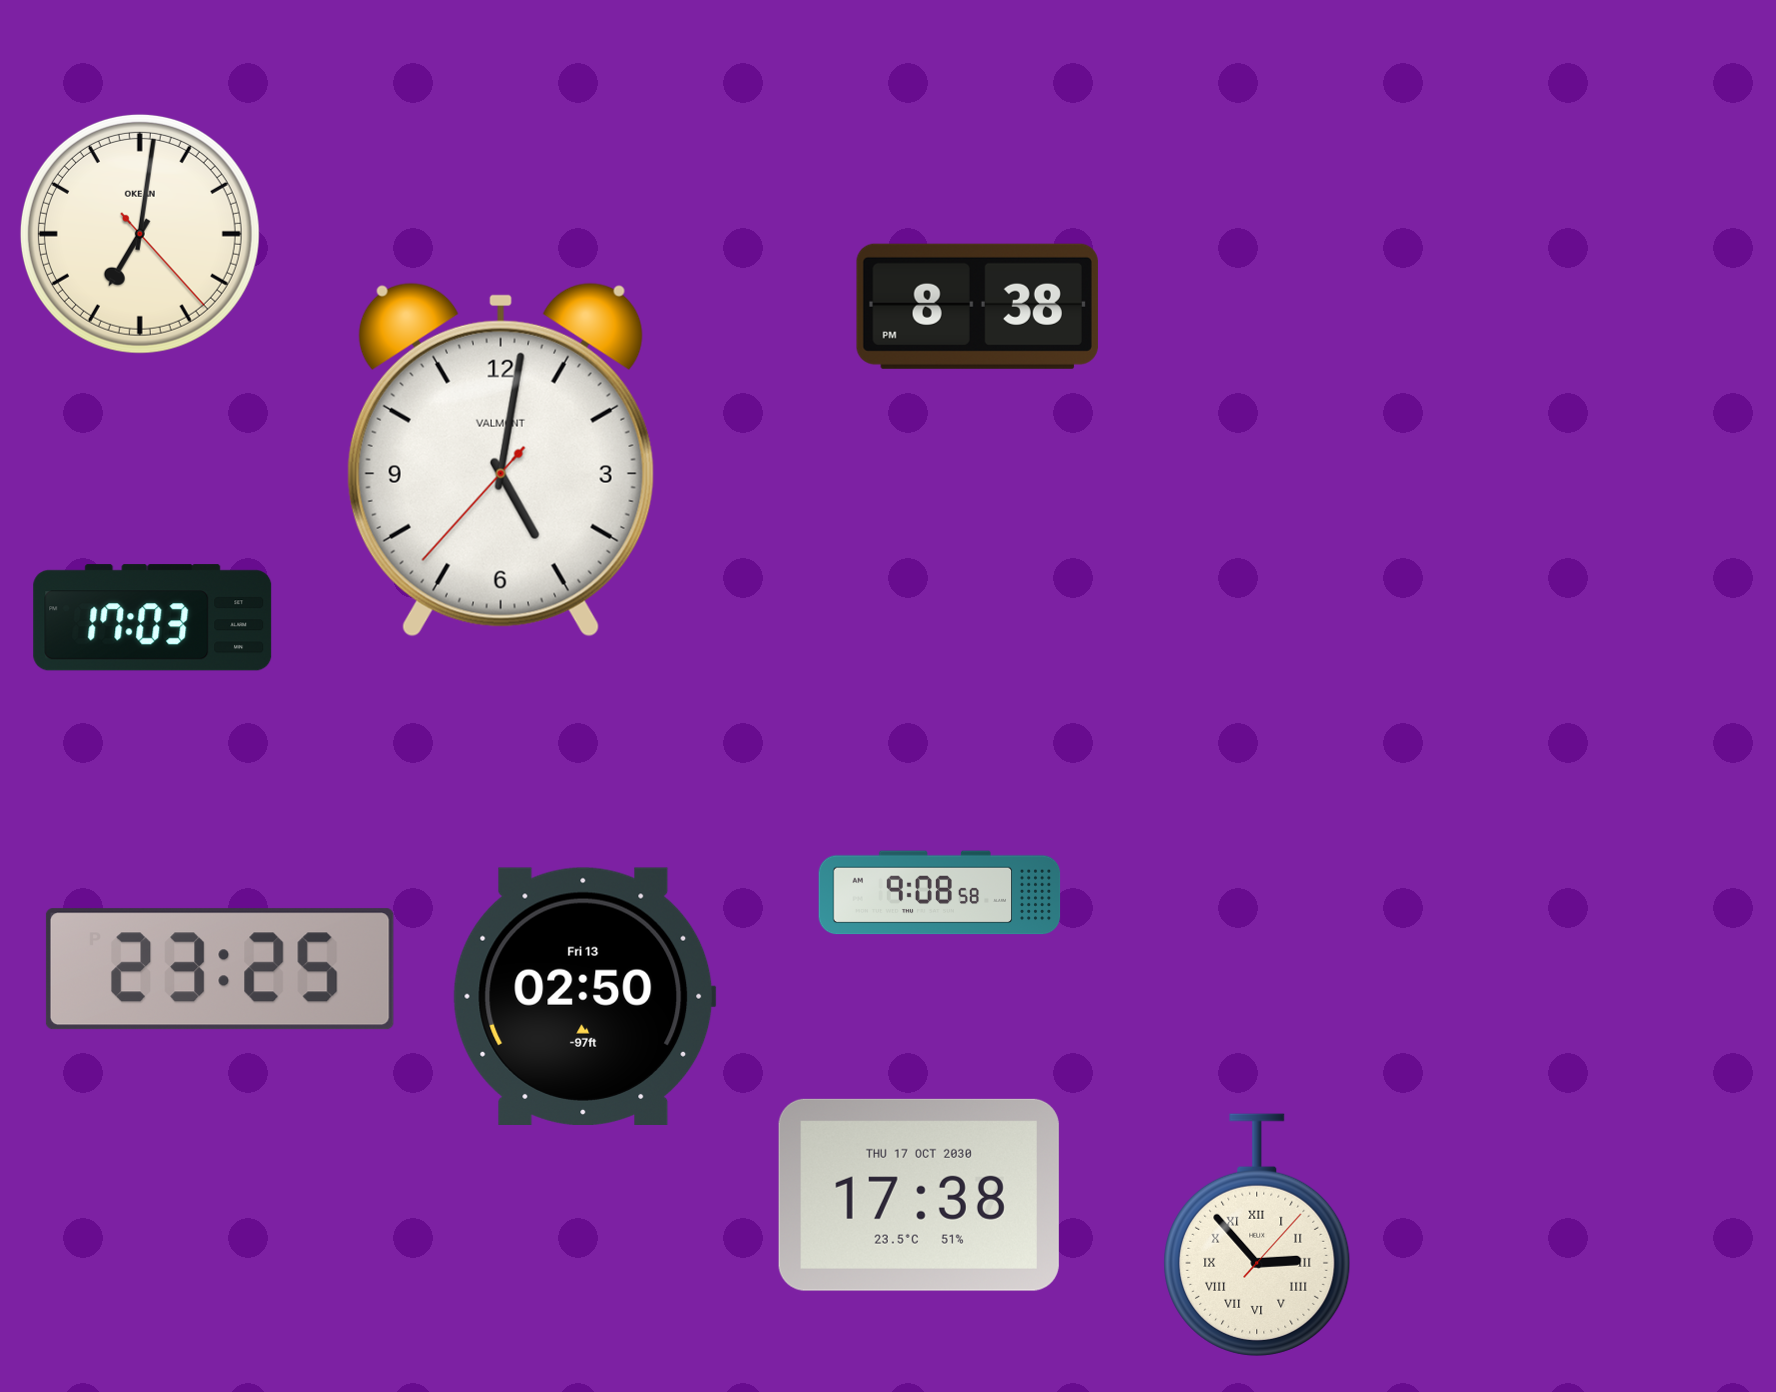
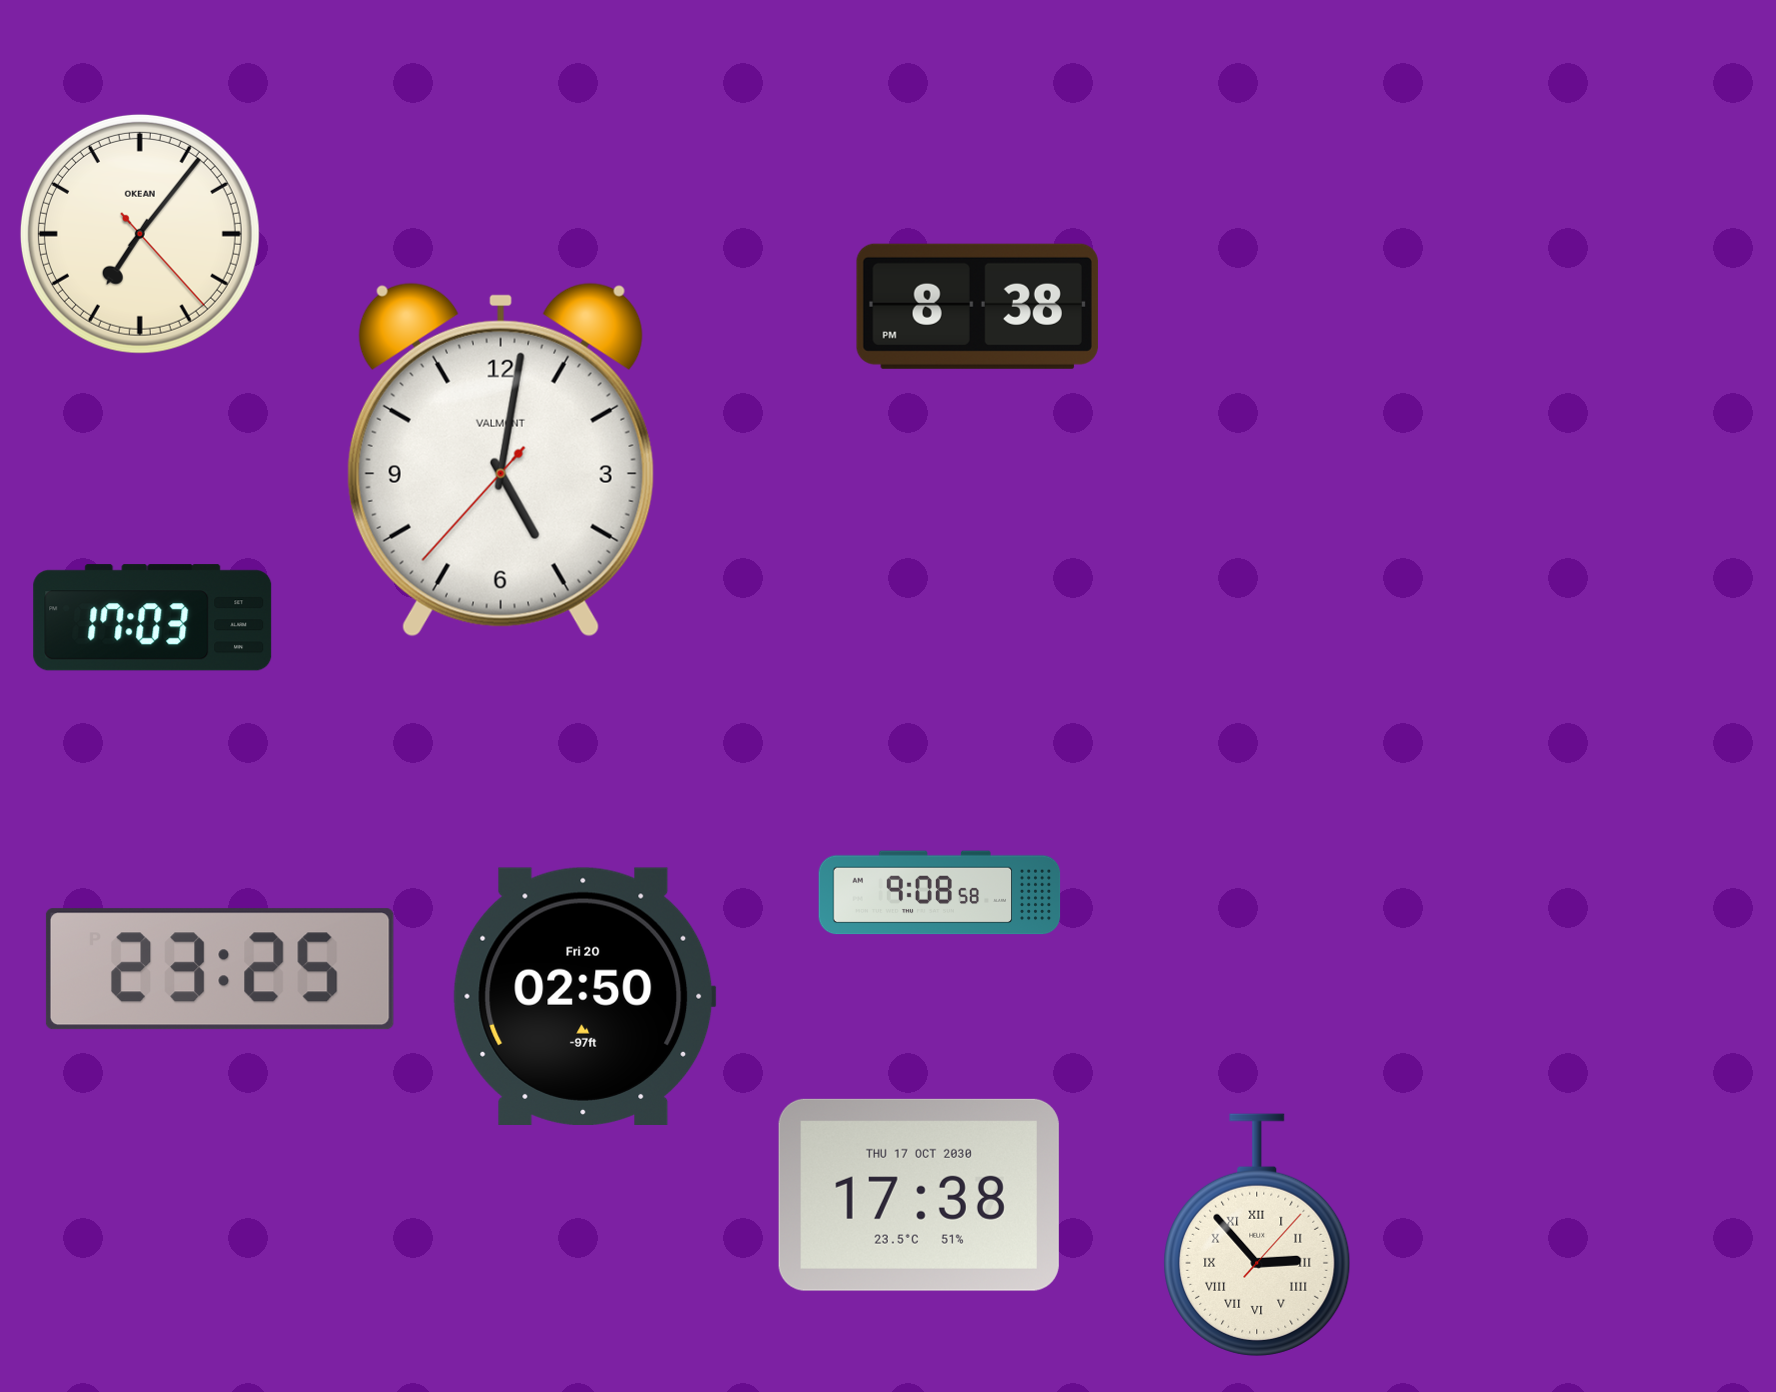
clock at (140, 234): 7:01 -> 7:06
clock at (584, 996) date: Fri 13 -> Fri 20
